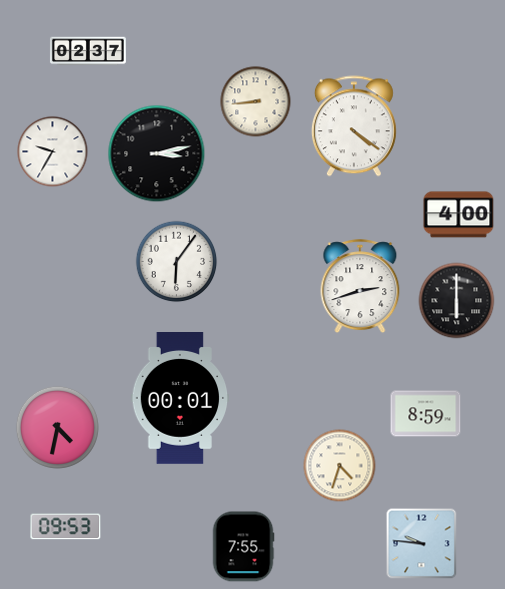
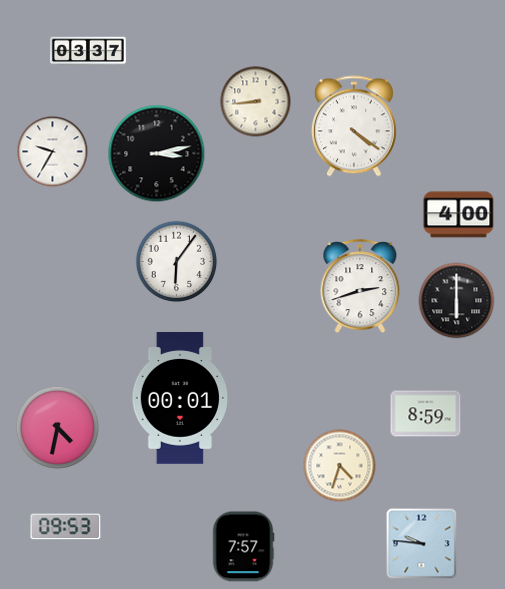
clock at (88, 51): 02:37 -> 03:37
clock at (243, 547): 7:55 -> 7:57
